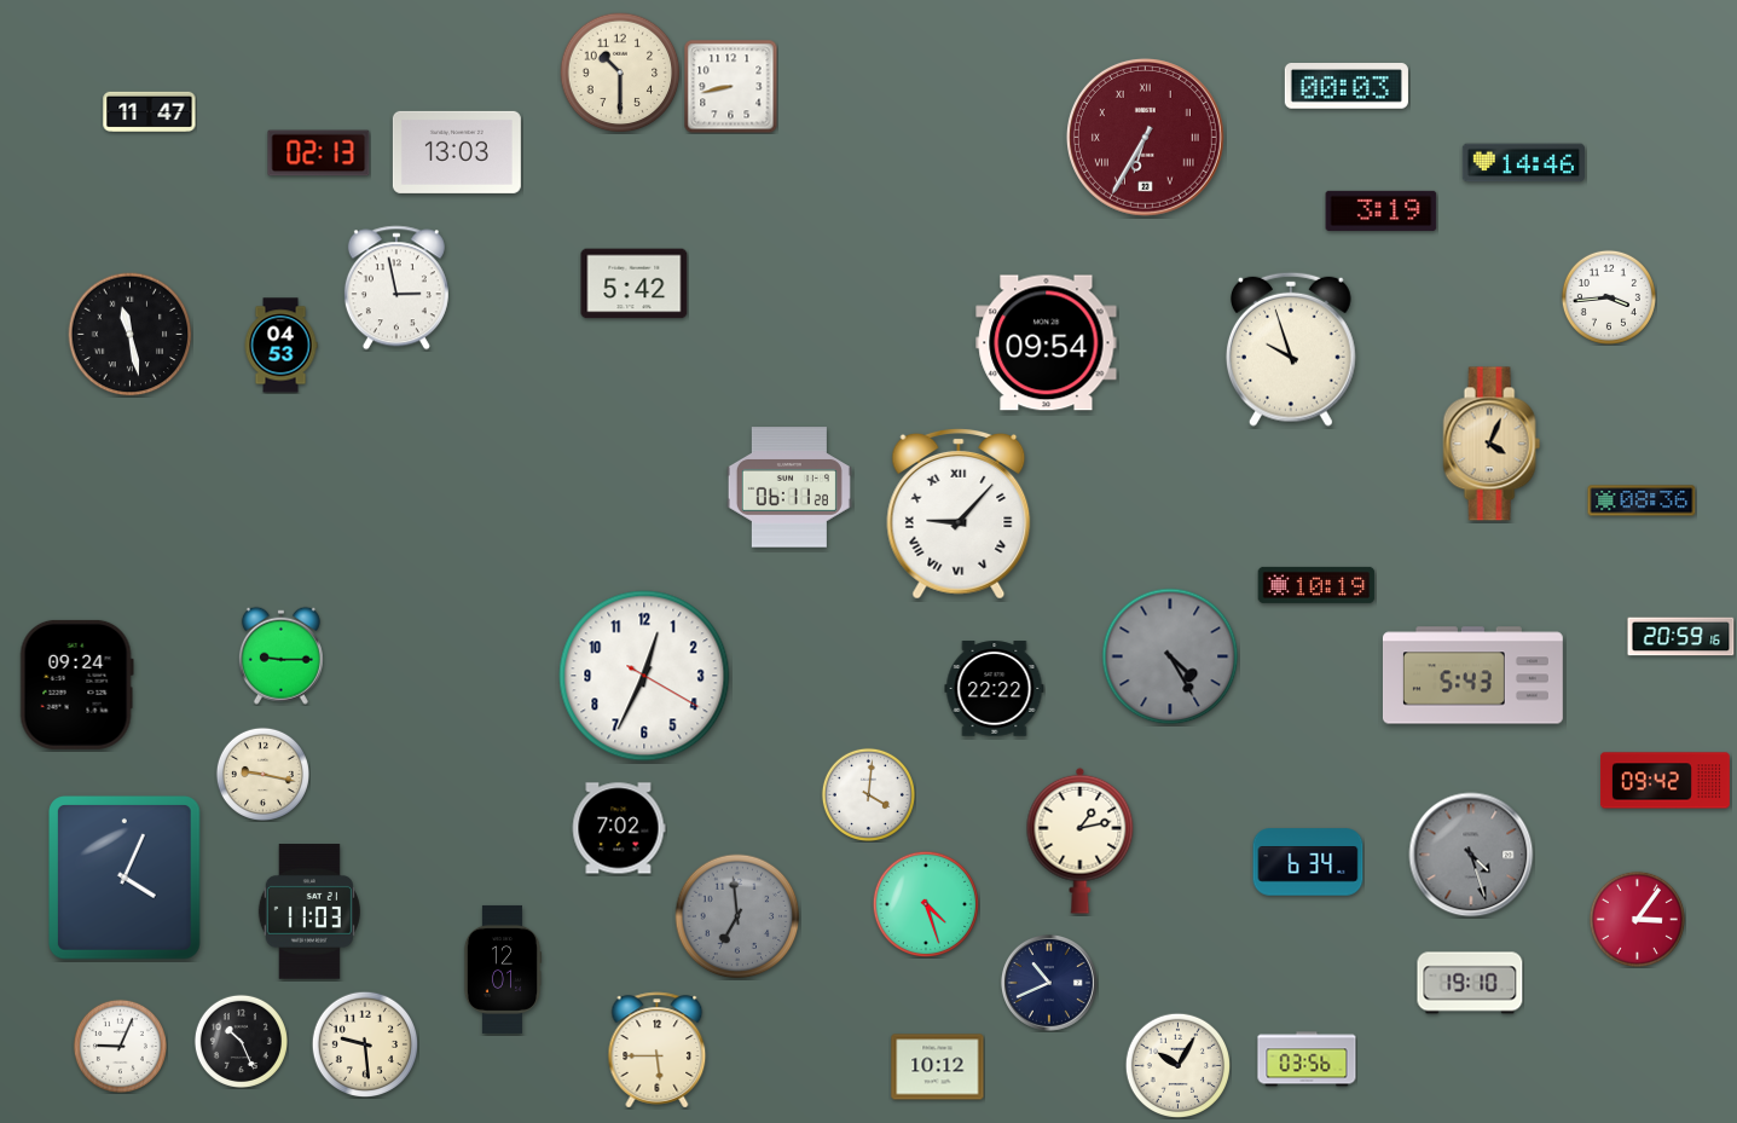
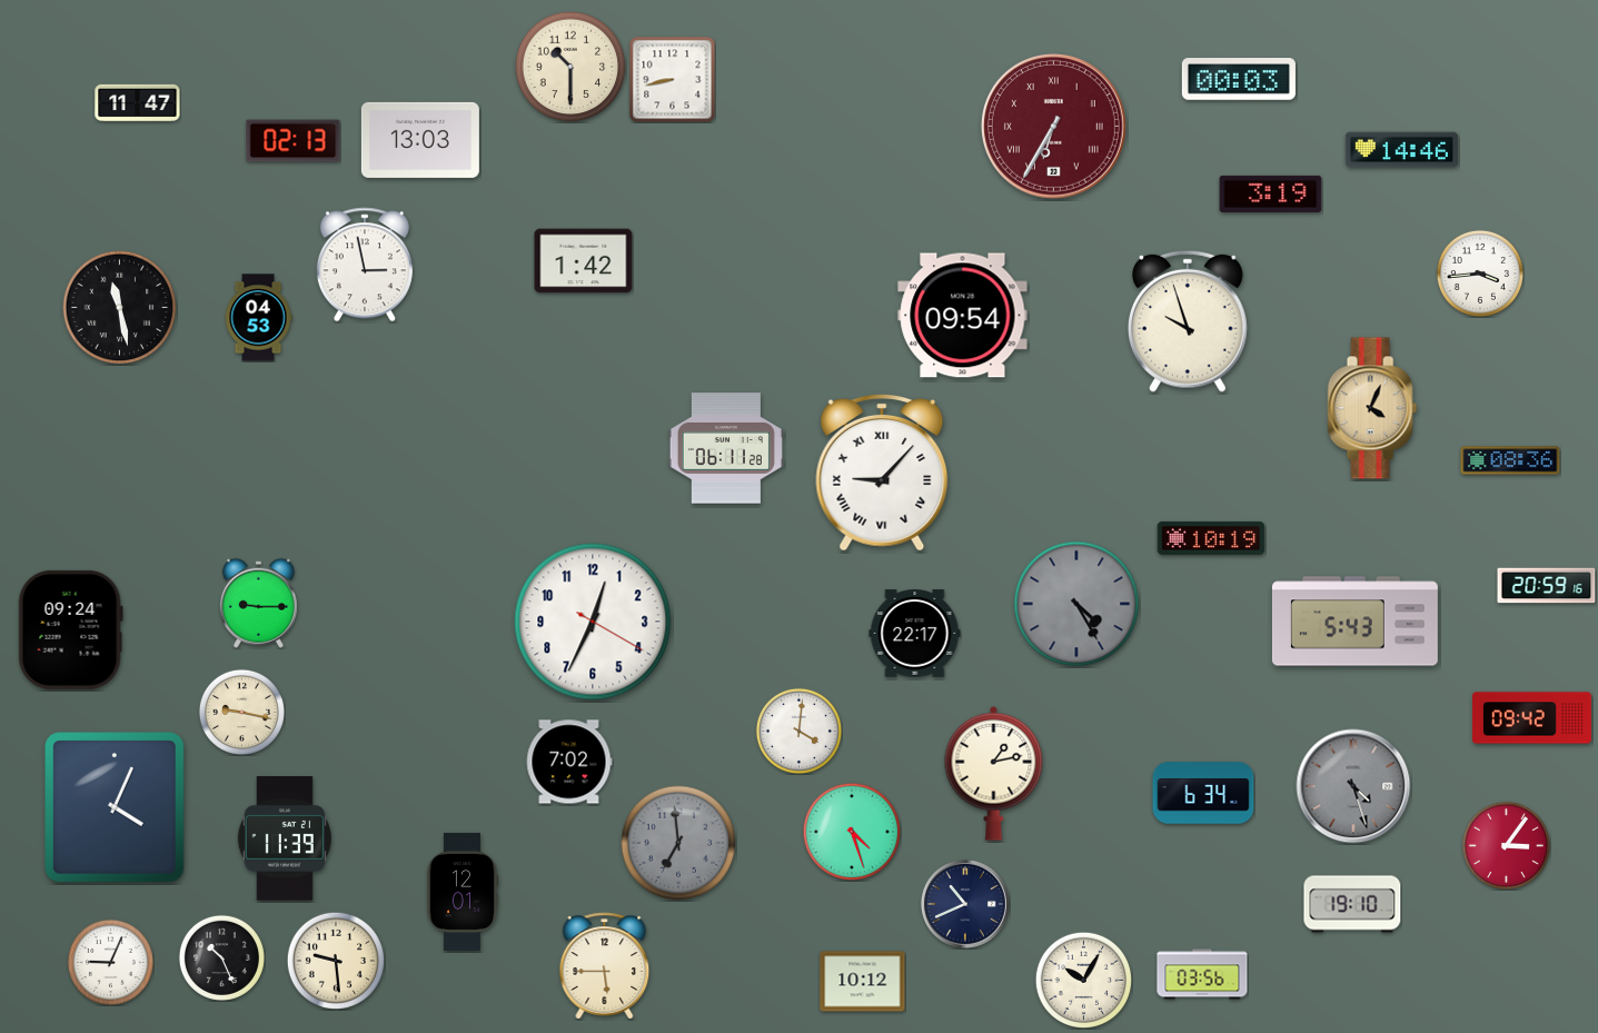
clock at (635, 284): 5:42 -> 1:42
clock at (995, 689): 22:22 -> 22:17
clock at (309, 911): 11:03 -> 11:39
